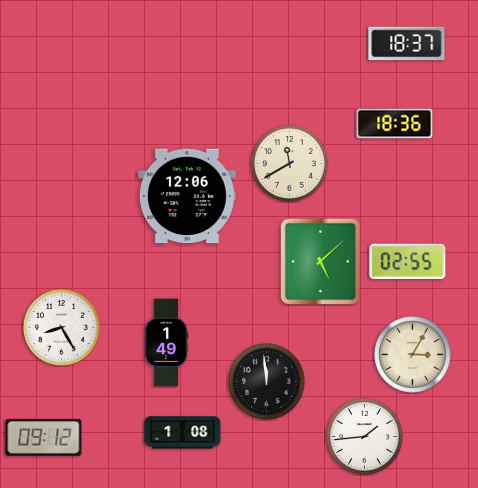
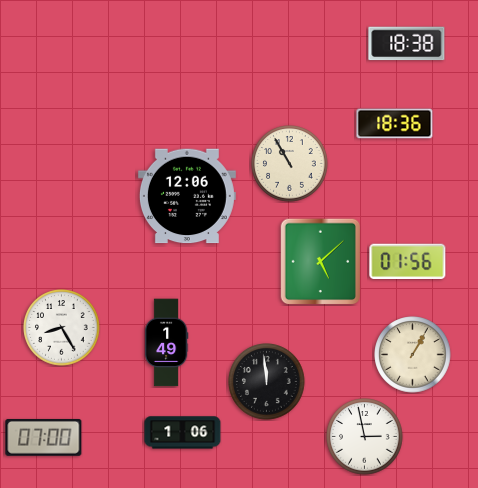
clock at (407, 44): 18:37 -> 18:38
clock at (290, 164): 11:40 -> 10:55
clock at (408, 262): 02:55 -> 01:56
clock at (413, 355): 3:05 -> 1:05
clock at (183, 433): 1:08 -> 1:06
clock at (44, 437): 09:12 -> 07:00
clock at (365, 437): 1:44 -> 2:58
